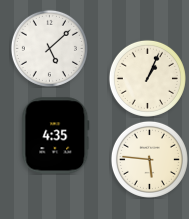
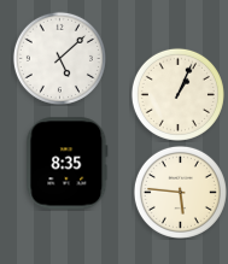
clock at (56, 136): 4:35 -> 8:35
